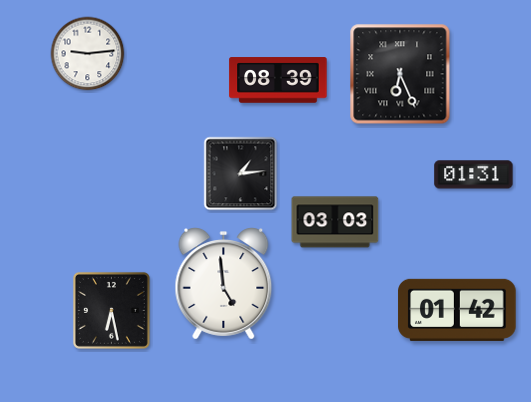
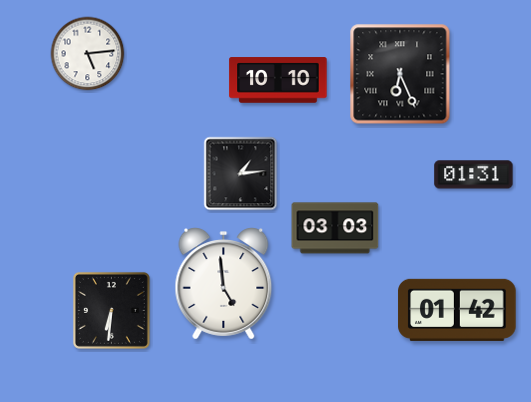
clock at (88, 54): 9:14 -> 5:14
clock at (278, 80): 08:39 -> 10:10
clock at (335, 222) position: (335, 222) -> (335, 228)
clock at (111, 310): 6:28 -> 6:31
